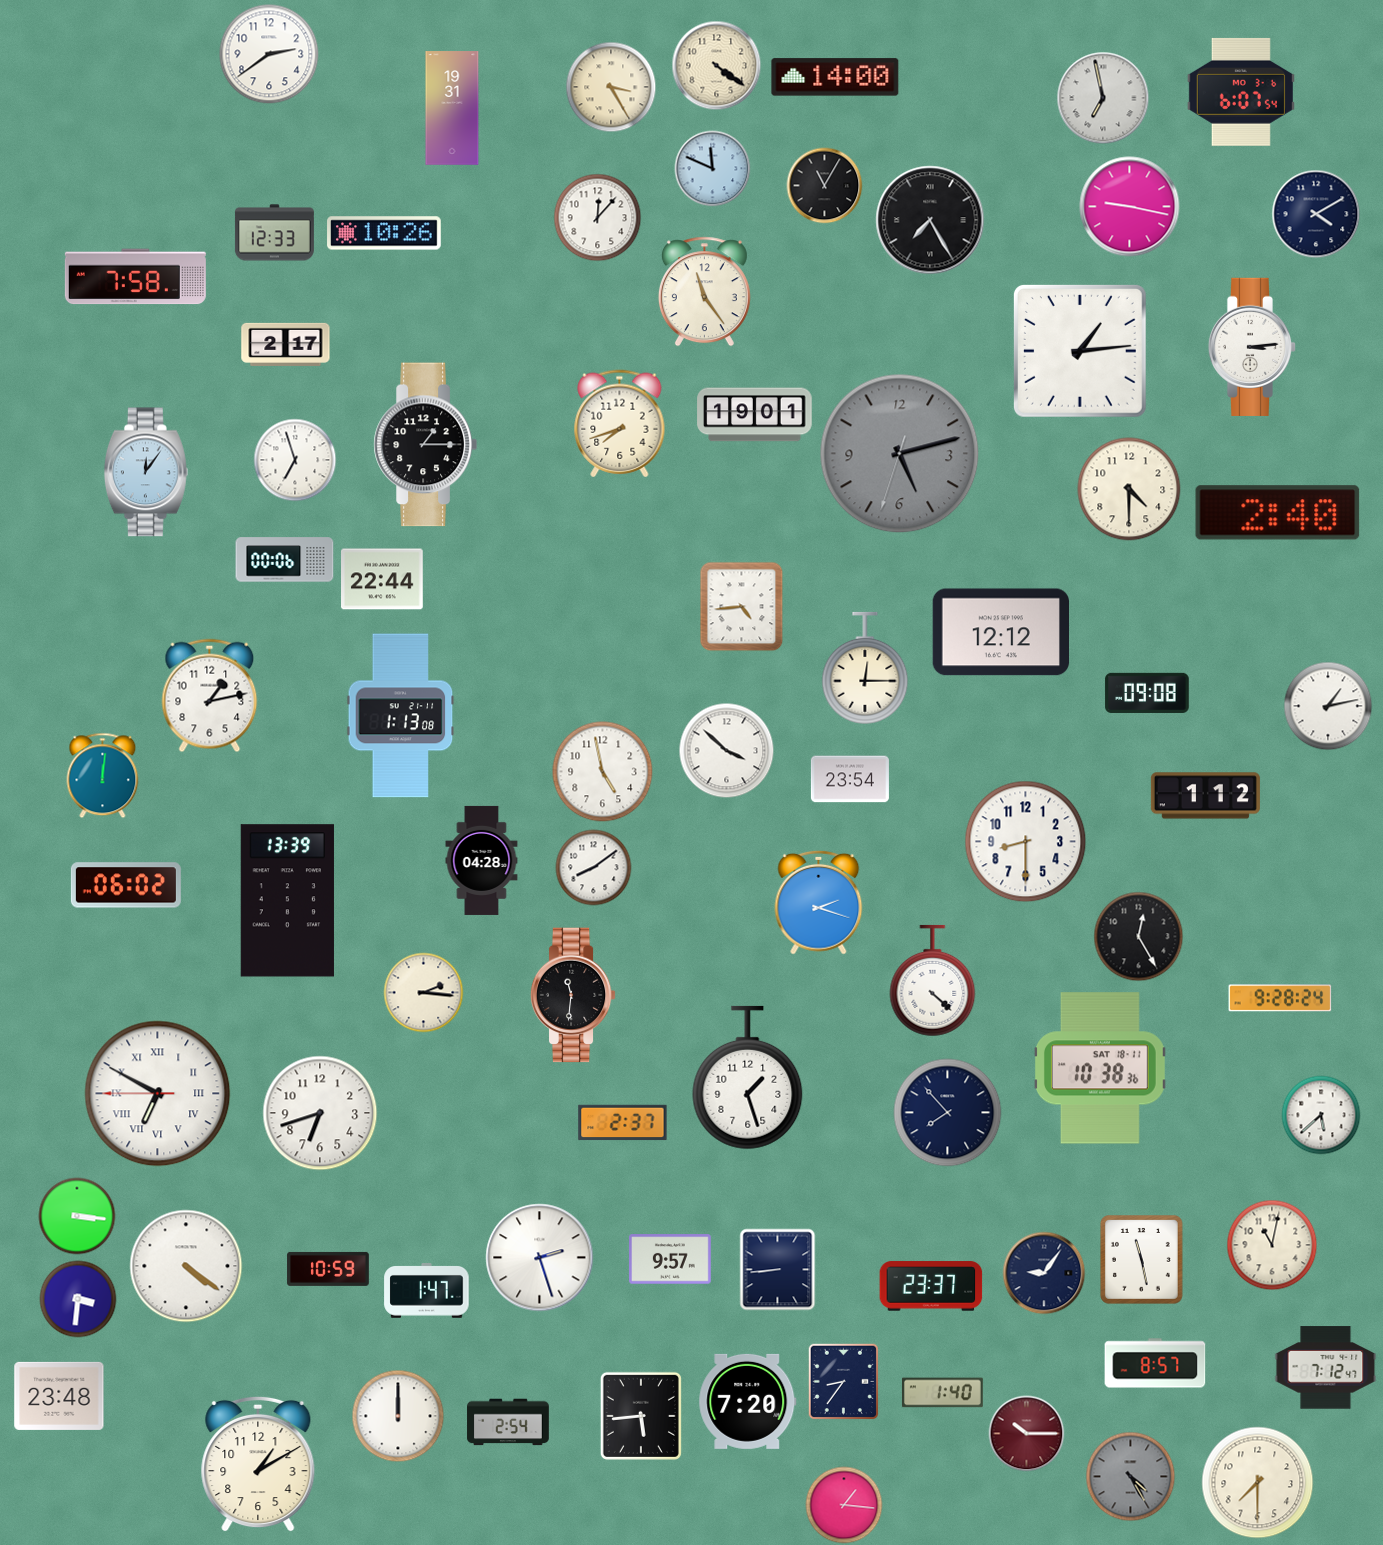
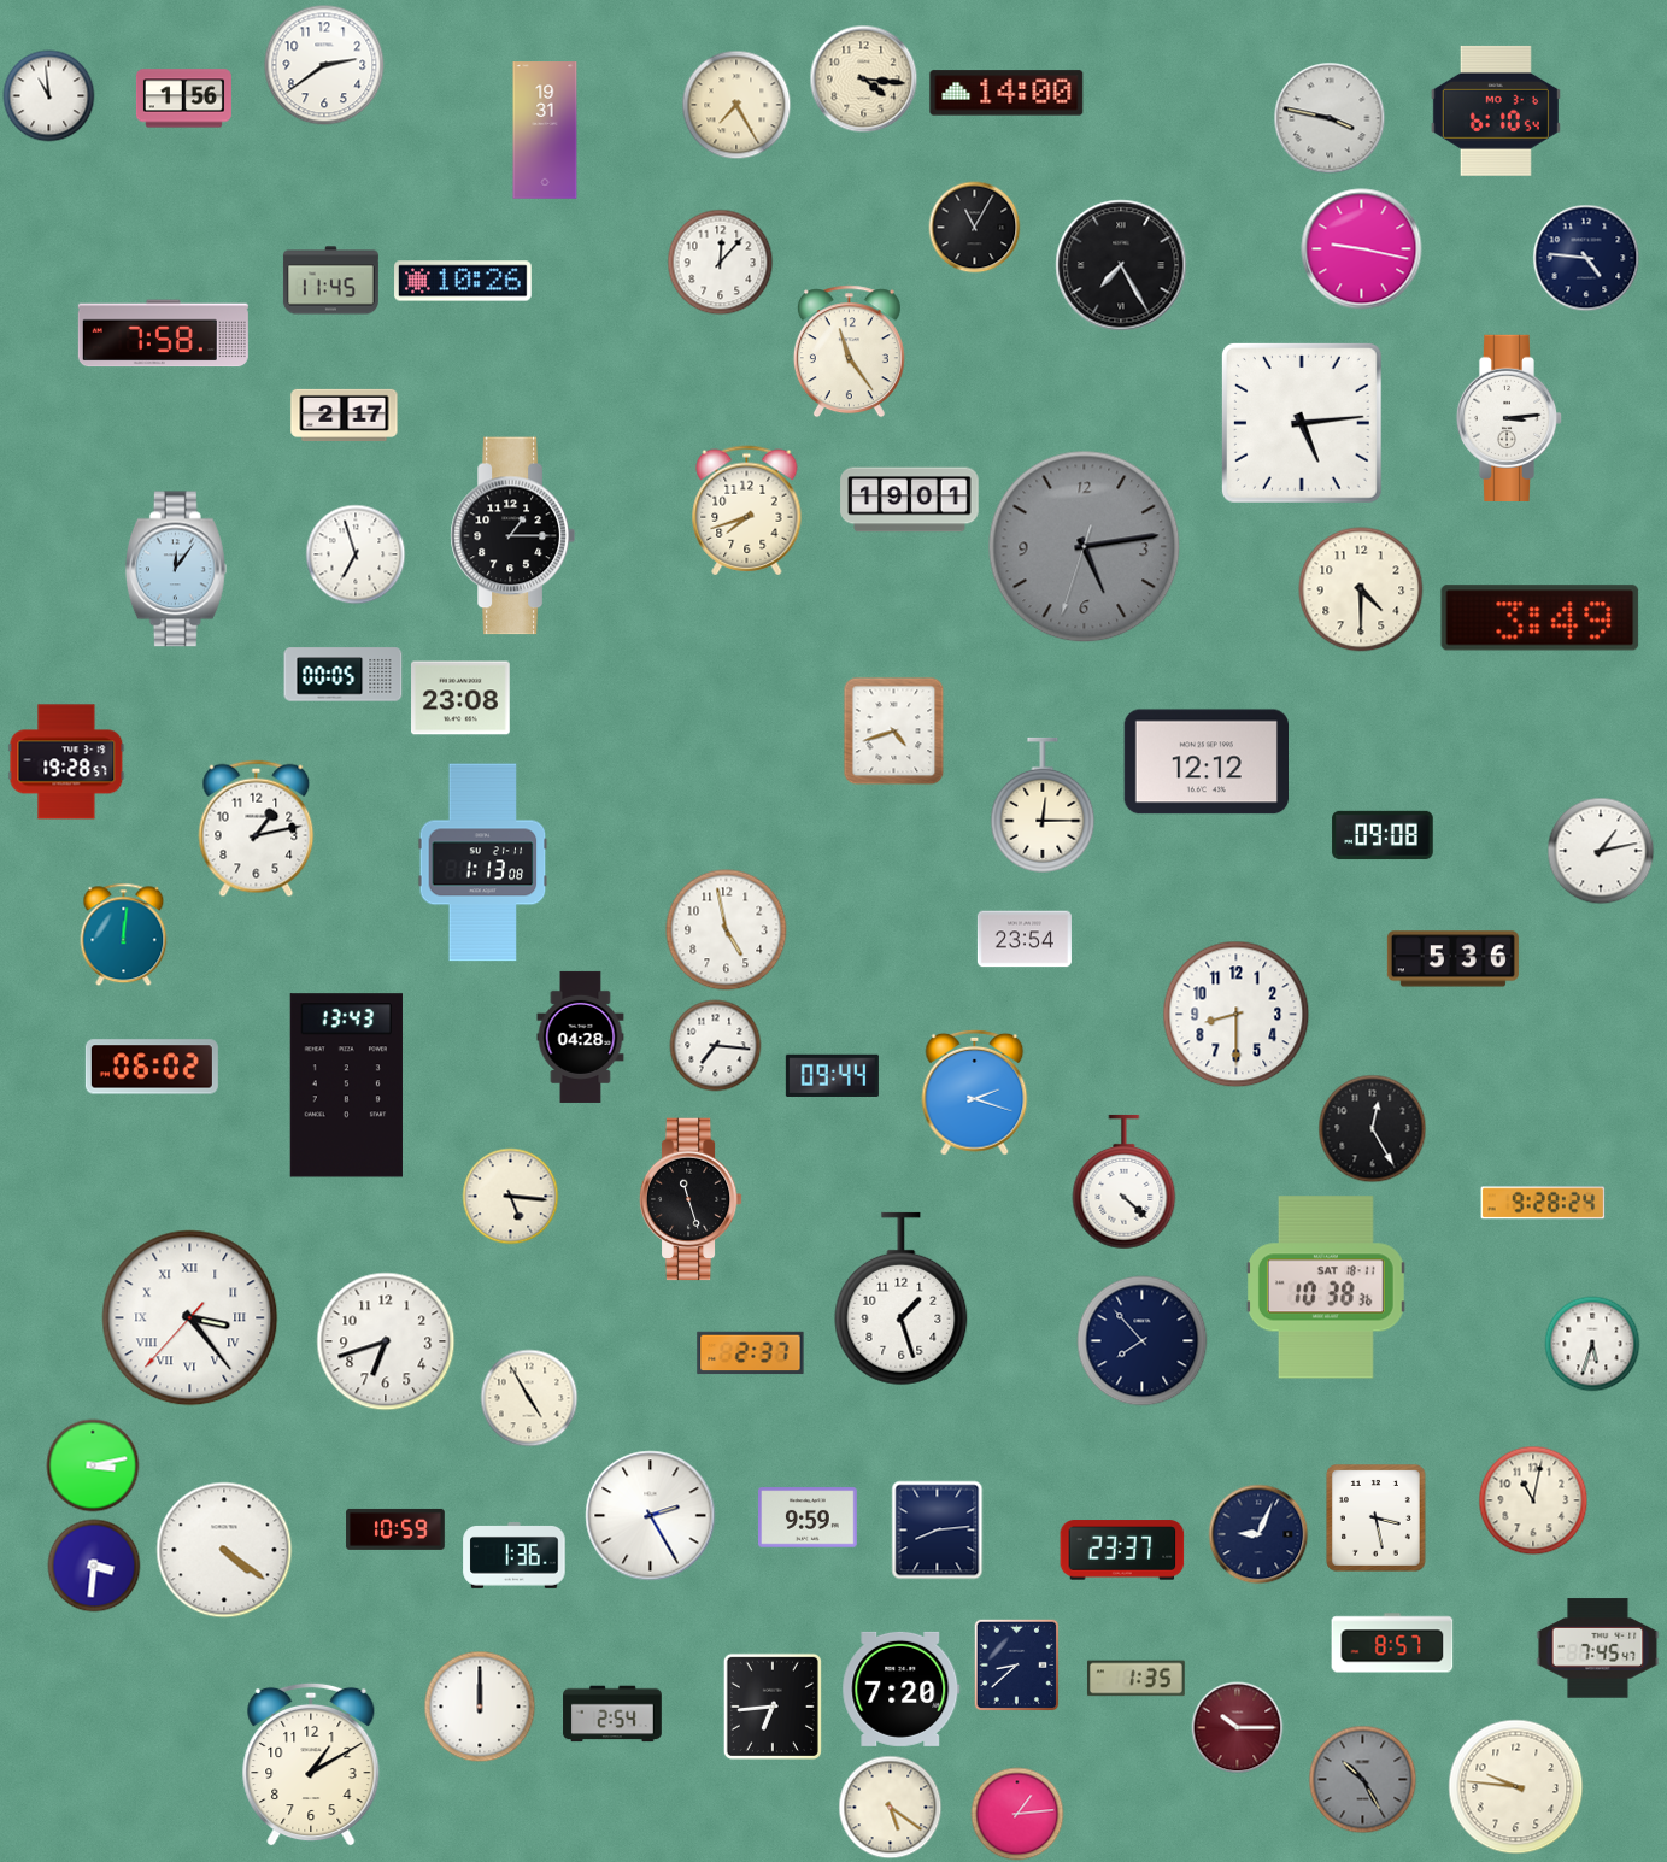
clock at (717, 66): 4:21 -> 4:16
clock at (49, 96): none -> 10:59
clock at (183, 99): none -> 1:56
clock at (611, 87): 3:25 -> 7:25
clock at (1241, 92): 6:07 -> 6:10
clock at (1103, 98): 6:58 -> 3:47
clock at (713, 169): 11:49 -> none
clock at (825, 186) position: (825, 186) -> (975, 228)
clock at (1316, 214): 4:10 -> 4:46
clock at (274, 233): 12:33 -> 11:45
clock at (1080, 351): 1:14 -> 5:14
clock at (900, 454): 5:12 -> 5:13
clock at (1278, 513): 2:40 -> 3:49
clock at (285, 560): 00:06 -> 00:05
clock at (383, 579): 22:44 -> 23:08
clock at (742, 607): 4:44 -> 4:42
clock at (66, 762): none -> 19:28
clock at (210, 696) position: (210, 696) -> (257, 829)
clock at (727, 751): 3:52 -> none
clock at (1205, 796): 1:12 -> 5:36
clock at (594, 868): 8:09 -> 7:16
clock at (832, 1075): none -> 09:44
clock at (287, 901): 13:39 -> 13:43
clock at (819, 902) position: (819, 902) -> (975, 1092)
clock at (424, 993): 2:16 -> 5:16
clock at (573, 995): 11:31 -> 11:27
clock at (158, 1094): 6:49 -> 3:23
clock at (1321, 1115): 5:38 -> 5:33
clock at (529, 1398): none -> 4:55
clock at (77, 1216): 3:16 -> 3:13
clock at (540, 1258): 2:27 -> 2:25
clock at (670, 1259): 9:57 -> 9:59
clock at (1142, 1260): 11:28 -> 3:28
clock at (186, 1266) position: (186, 1266) -> (224, 1550)
clock at (778, 1270): 8:44 -> 8:14
clock at (1044, 1273): 9:06 -> 9:04
clock at (427, 1291): 1:47 -> 1:36
clock at (1326, 1368): 7:12 -> 7:45
clock at (844, 1382): 8:36 -> 8:38
clock at (943, 1393): 1:40 -> 1:35
clock at (59, 1396): 23:48 -> none
clock at (641, 1416): 5:44 -> 6:44
clock at (1131, 1477): 4:25 -> 10:25
clock at (1258, 1483): 7:30 -> 9:46
clock at (891, 1808): none -> 5:21
clock at (844, 1505): 1:16 -> 1:14
